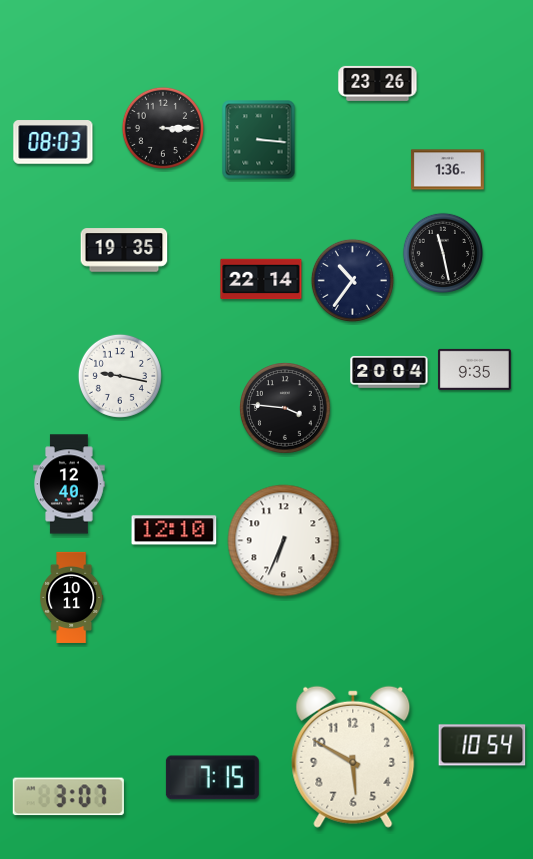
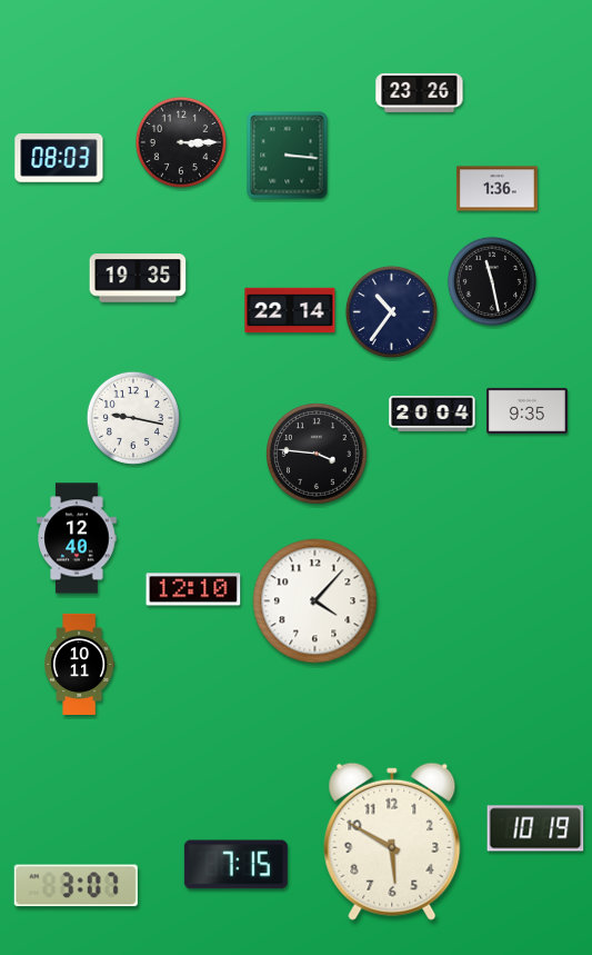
clock at (284, 541): 6:34 -> 4:07
clock at (482, 745): 10:54 -> 10:19
